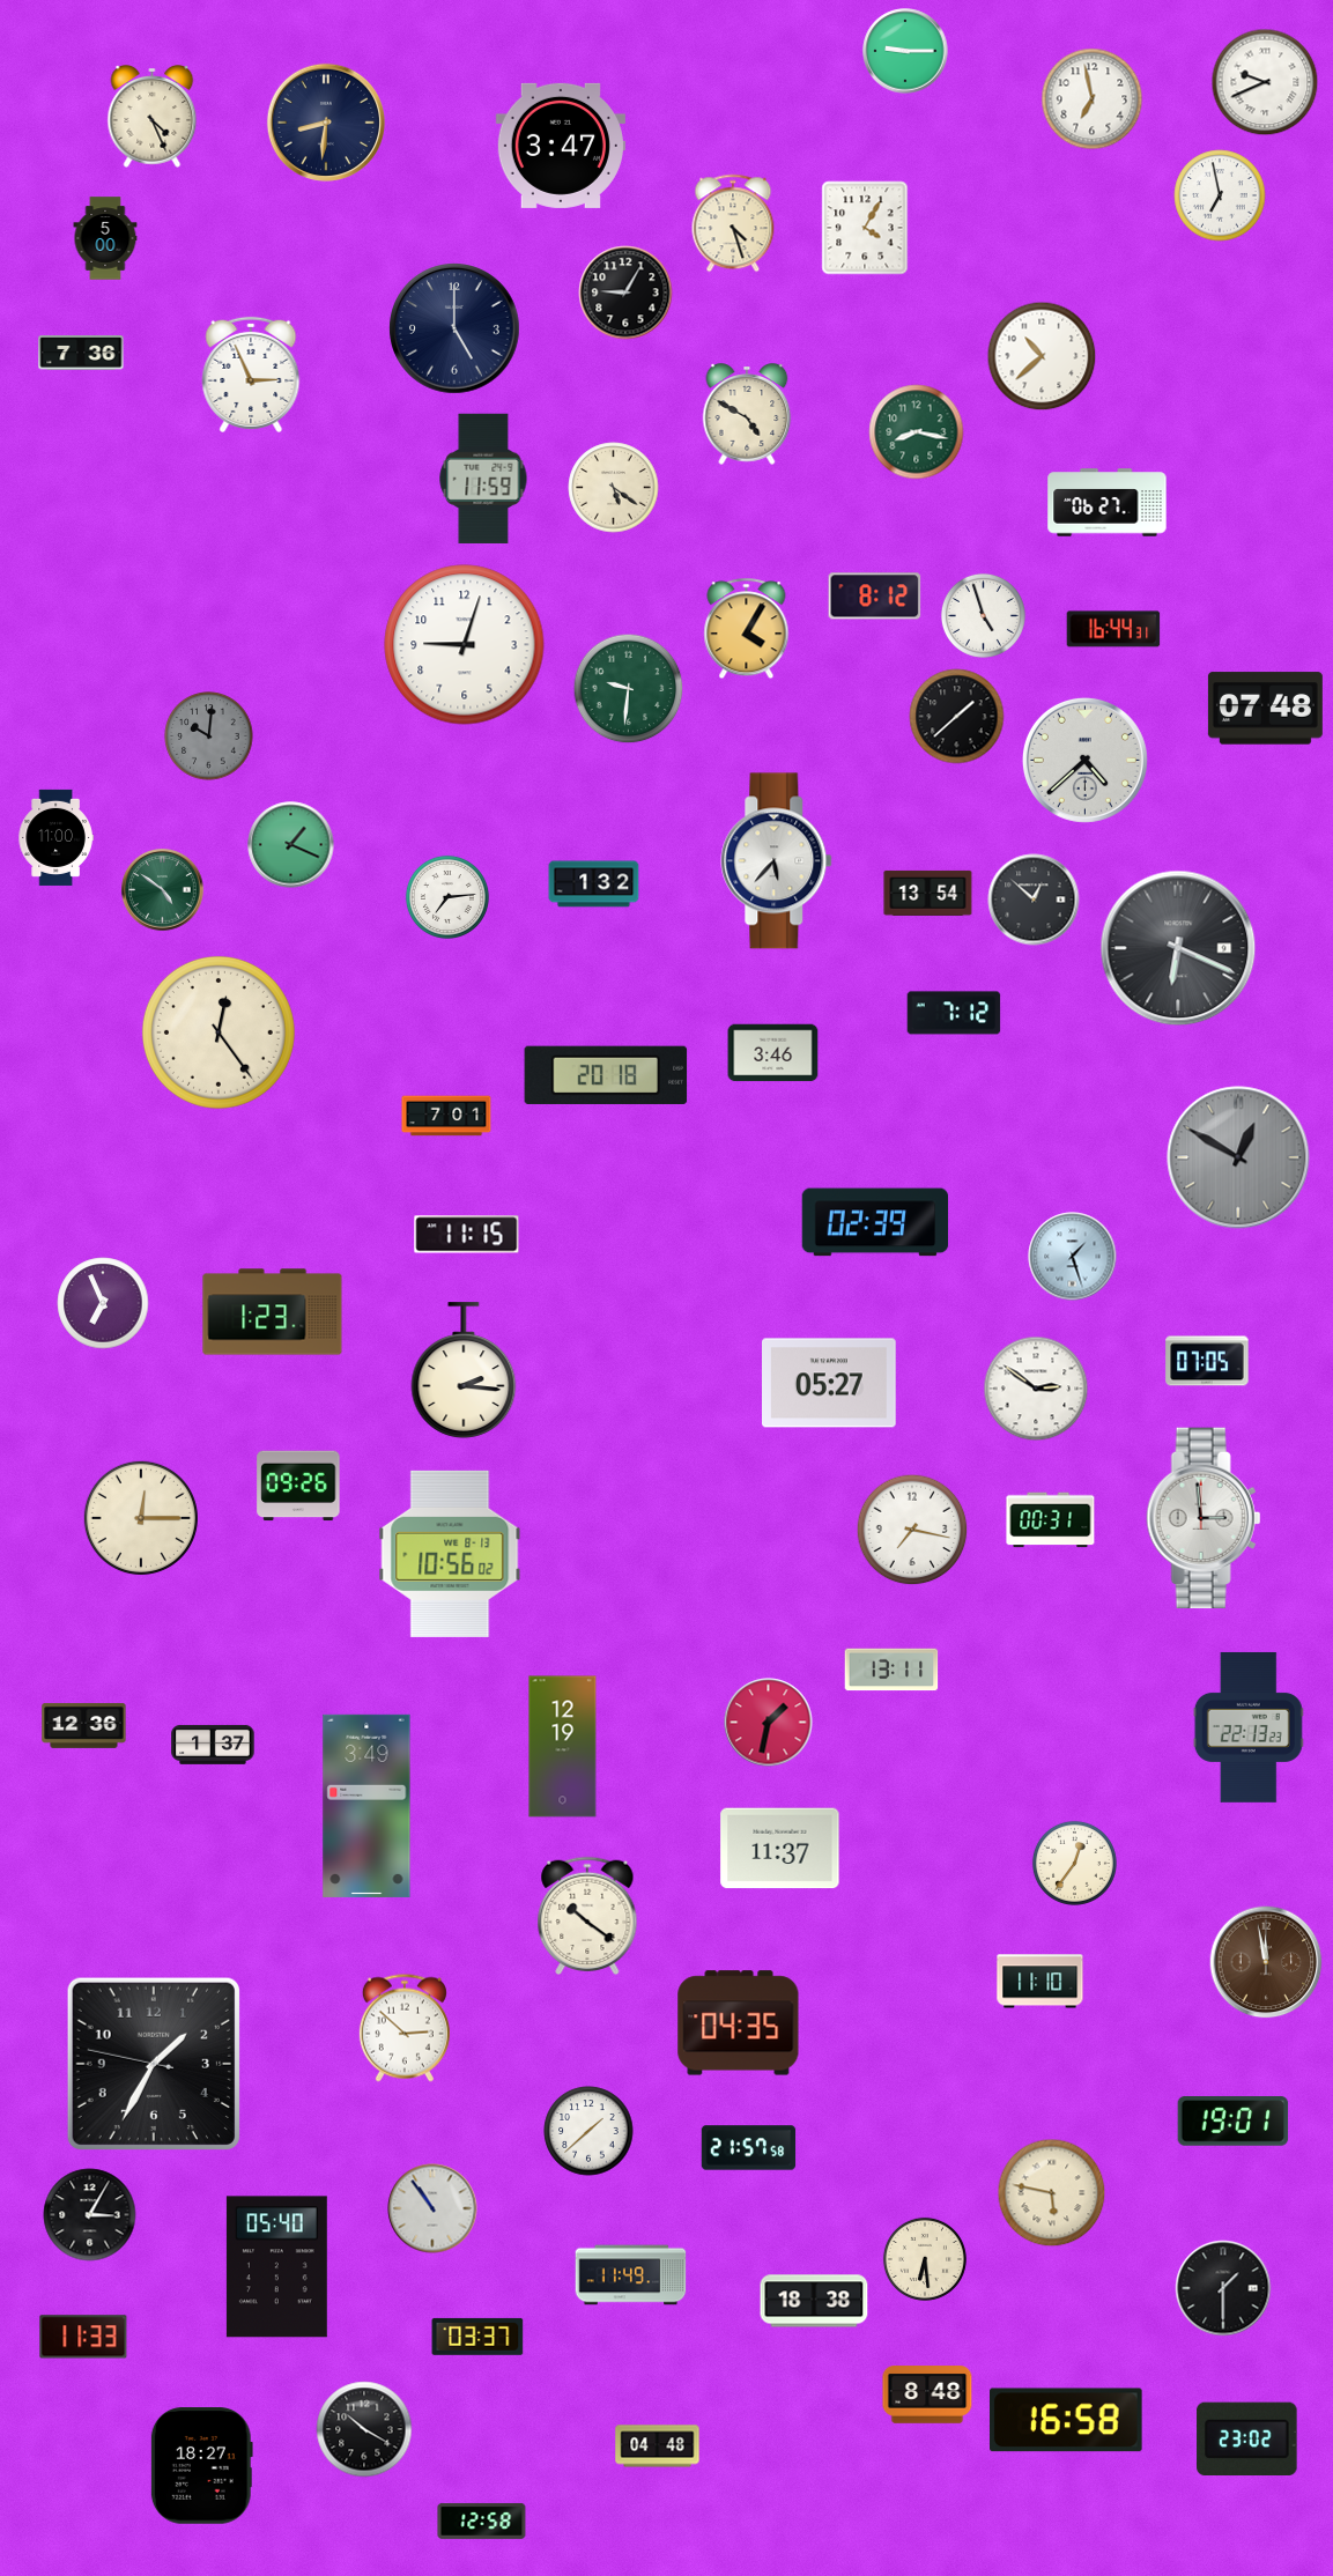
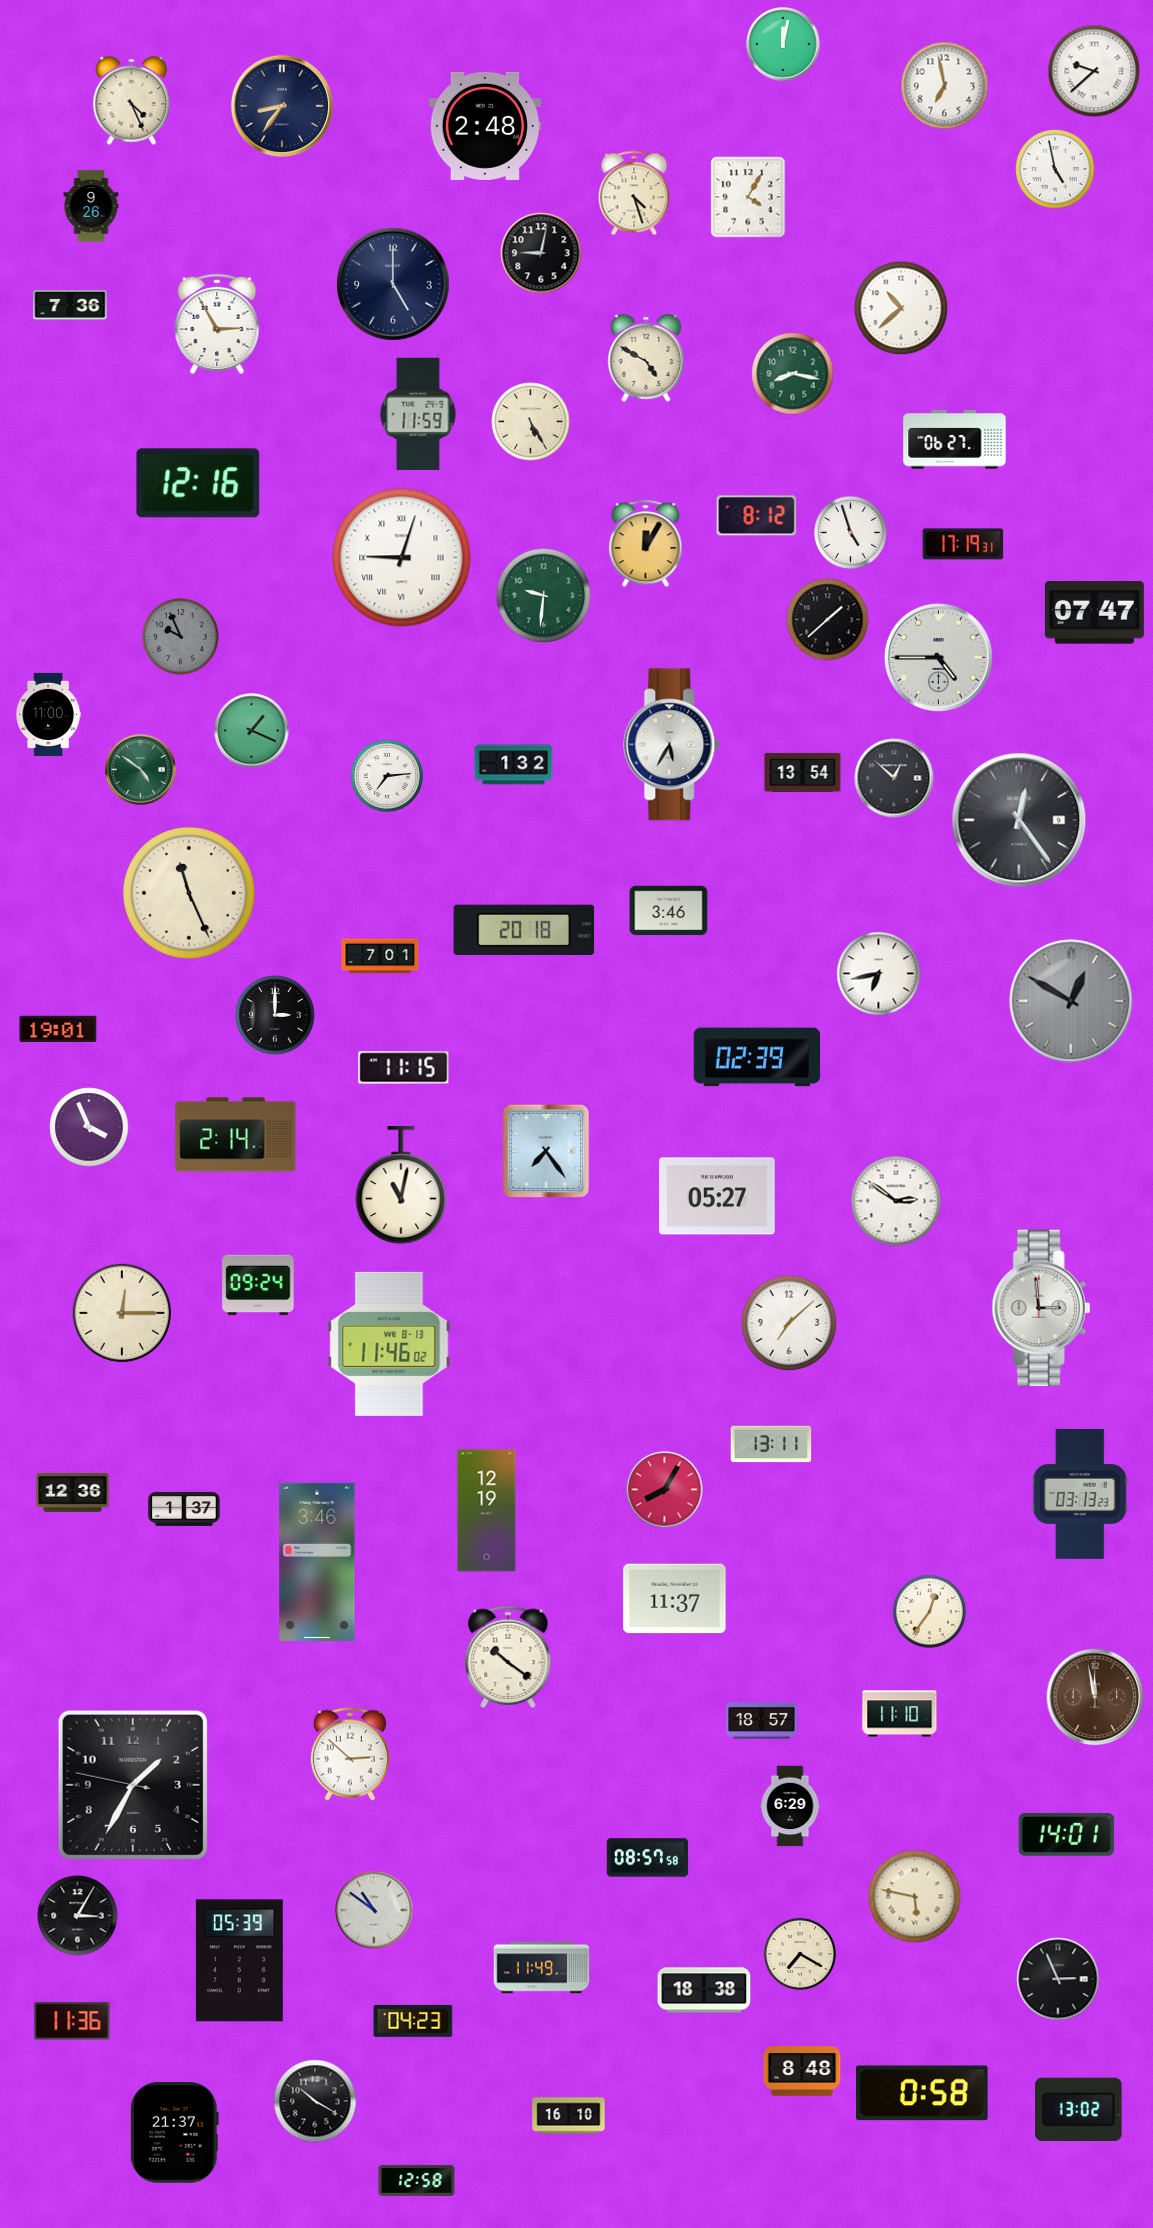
clock at (905, 51): 9:15 -> 12:02
clock at (1265, 82): 9:41 -> 9:38
clock at (325, 121): 8:31 -> 8:36
clock at (561, 146): 3:47 -> 2:48
clock at (1220, 195): 6:58 -> 4:58
clock at (105, 238): 5:00 -> 9:26
clock at (625, 293): 9:05 -> 9:02
clock at (251, 375): 2:56 -> 2:55
clock at (614, 488): 5:21 -> 5:25
clock at (1108, 503) position: (1108, 503) -> (955, 440)
clock at (198, 483): none -> 12:16
clock at (747, 629): 4:05 -> 12:05
clock at (1113, 629): 16:44 -> 17:19
clock at (465, 645) numerals: Arabic -> Roman
clock at (1265, 709): 07:48 -> 07:47
clock at (209, 736): 10:01 -> 9:56
clock at (1084, 760): 4:38 -> 4:45
clock at (55, 837) position: (55, 837) -> (48, 714)
clock at (777, 861): 5:37 -> 5:35
clock at (1178, 948): 6:19 -> 12:24
clock at (954, 1013): 7:12 -> none
clock at (219, 1032): 12:24 -> 11:26
clock at (446, 1116) position: (446, 1116) -> (380, 956)
clock at (879, 974): none -> 6:43
clock at (275, 1015): none -> 3:00
clock at (58, 1028): none -> 19:01
clock at (1073, 1257): 1:27 -> none
clock at (103, 1303): 6:56 -> 3:56
clock at (273, 1312): 1:23 -> 2:14
clock at (546, 1151): none -> 7:24
clock at (1207, 1361): 07:05 -> none
clock at (464, 1370): 2:16 -> 11:02
clock at (298, 1486): 09:26 -> 09:24
clock at (1204, 1518) position: (1204, 1518) -> (1041, 1308)
clock at (1051, 1520): 00:31 -> none
clock at (912, 1530): 7:17 -> 7:08
clock at (450, 1554): 10:56 -> 11:46
clock at (769, 1723): 1:32 -> 8:05
clock at (1249, 1727): 22:13 -> 03:13
clock at (366, 1806): 3:49 -> 3:46
clock at (762, 1721): none -> 18:57
clock at (739, 2023): 04:35 -> none
clock at (790, 1806): none -> 6:29
clock at (1234, 2122): 19:01 -> 14:01
clock at (588, 2131): 1:38 -> none
clock at (749, 2148): 21:57 -> 08:57
clock at (1052, 2193) position: (1052, 2193) -> (915, 1897)
clock at (432, 2208): 10:54 -> 10:51
clock at (925, 2259): 6:29 -> 7:20
clock at (276, 2267): 05:40 -> 05:39
clock at (631, 2275) position: (631, 2275) -> (542, 1968)
clock at (1223, 2288): 1:30 -> 2:56
clock at (83, 2337): 11:33 -> 11:36
clock at (477, 2337): 03:37 -> 04:23
clock at (1067, 2420): 16:58 -> 0:58
clock at (1247, 2438): 23:02 -> 13:02
clock at (658, 2447): 04:48 -> 16:10
clock at (201, 2466): 18:27 -> 21:37
